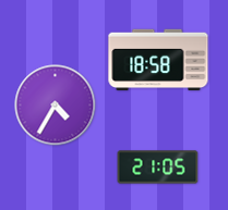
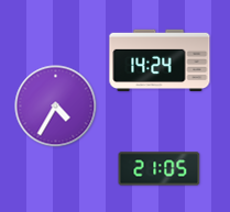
clock at (158, 60): 18:58 -> 14:24
